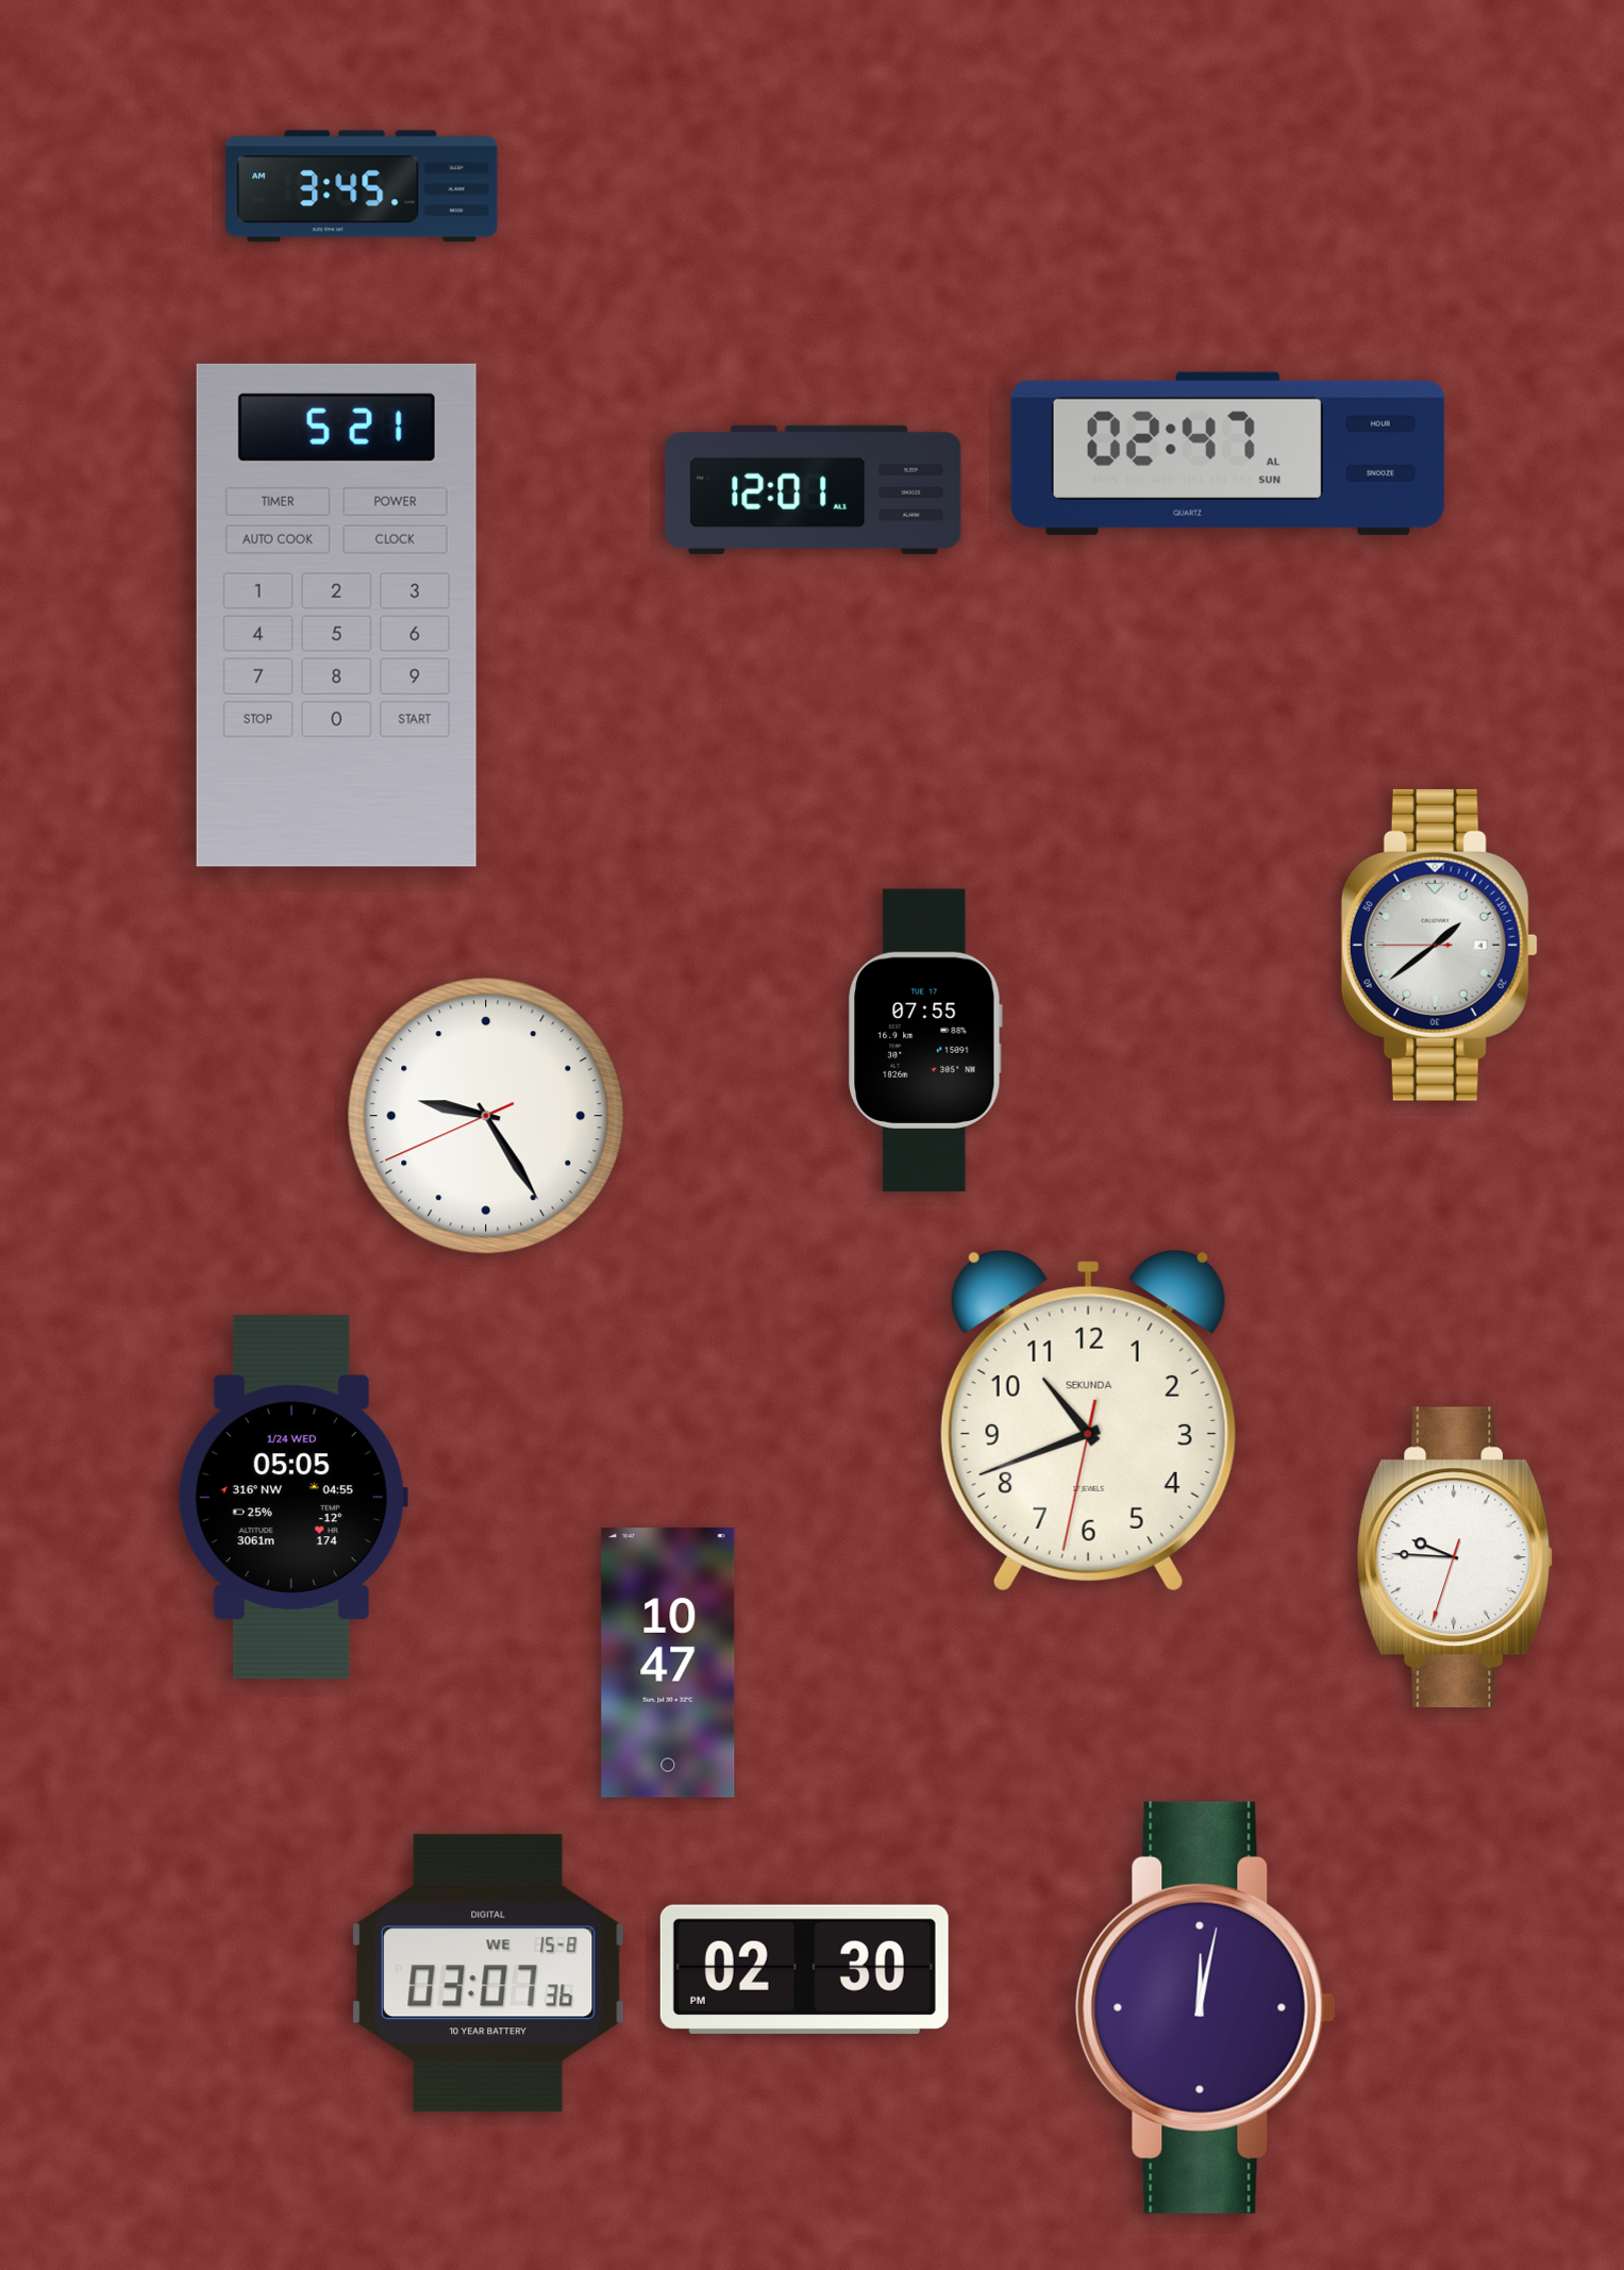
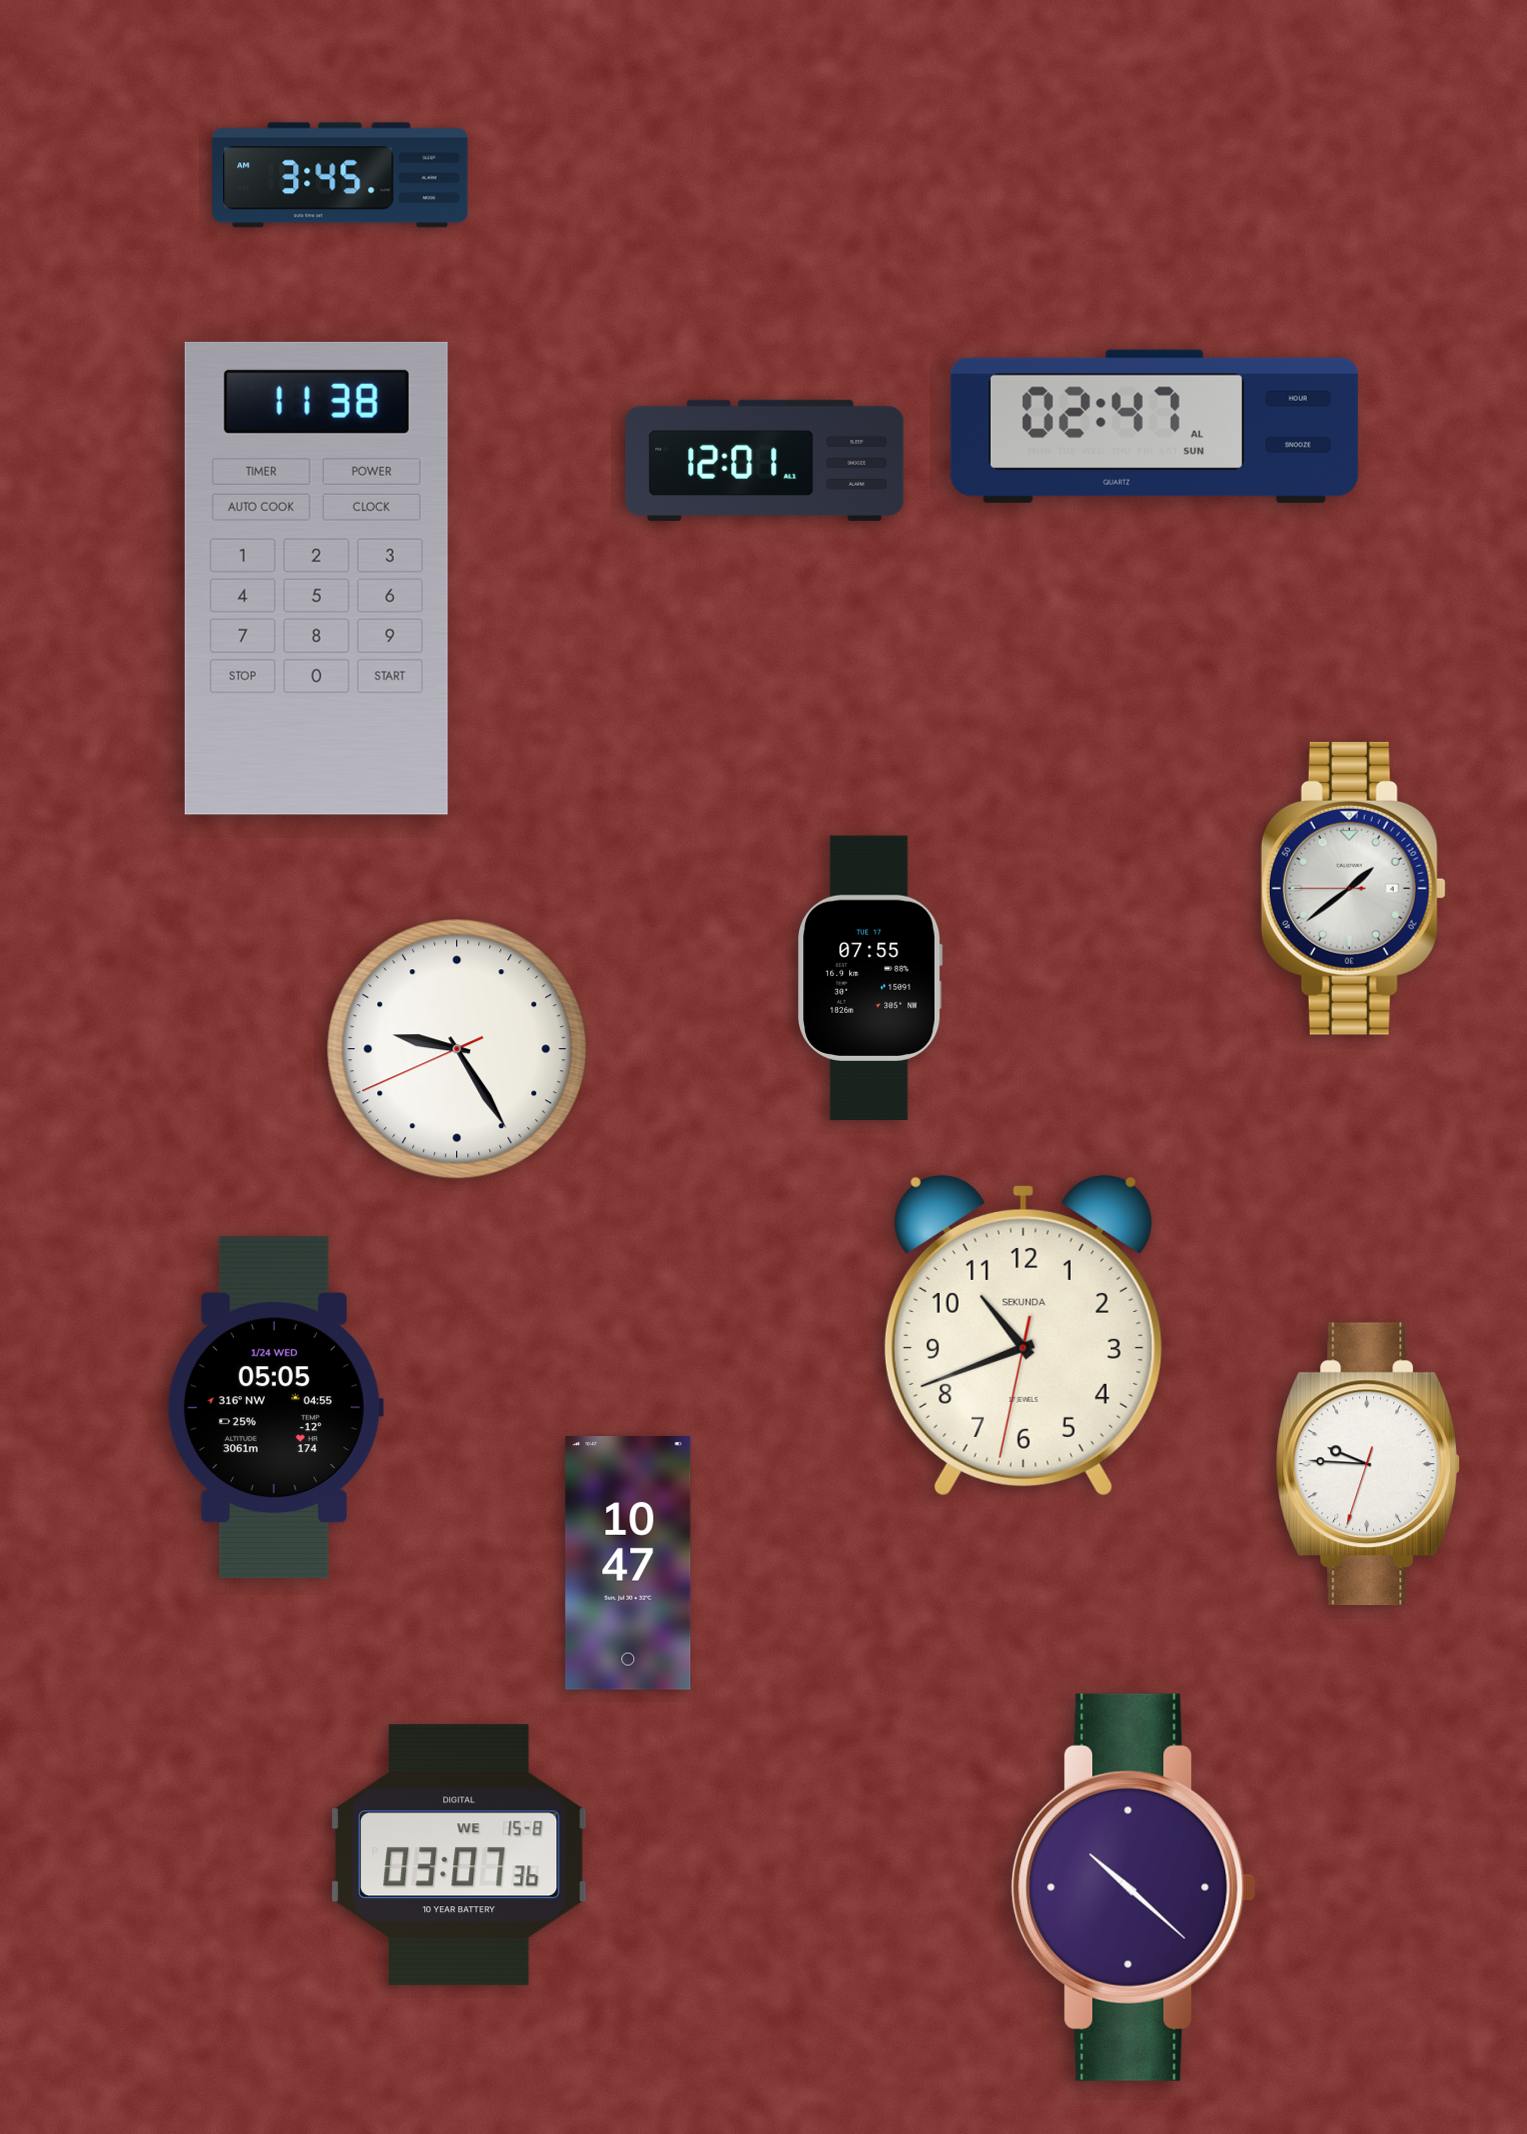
clock at (336, 615): 5:21 -> 11:38
clock at (804, 1969): 02:30 -> none
clock at (1206, 2007): 12:02 -> 10:22
